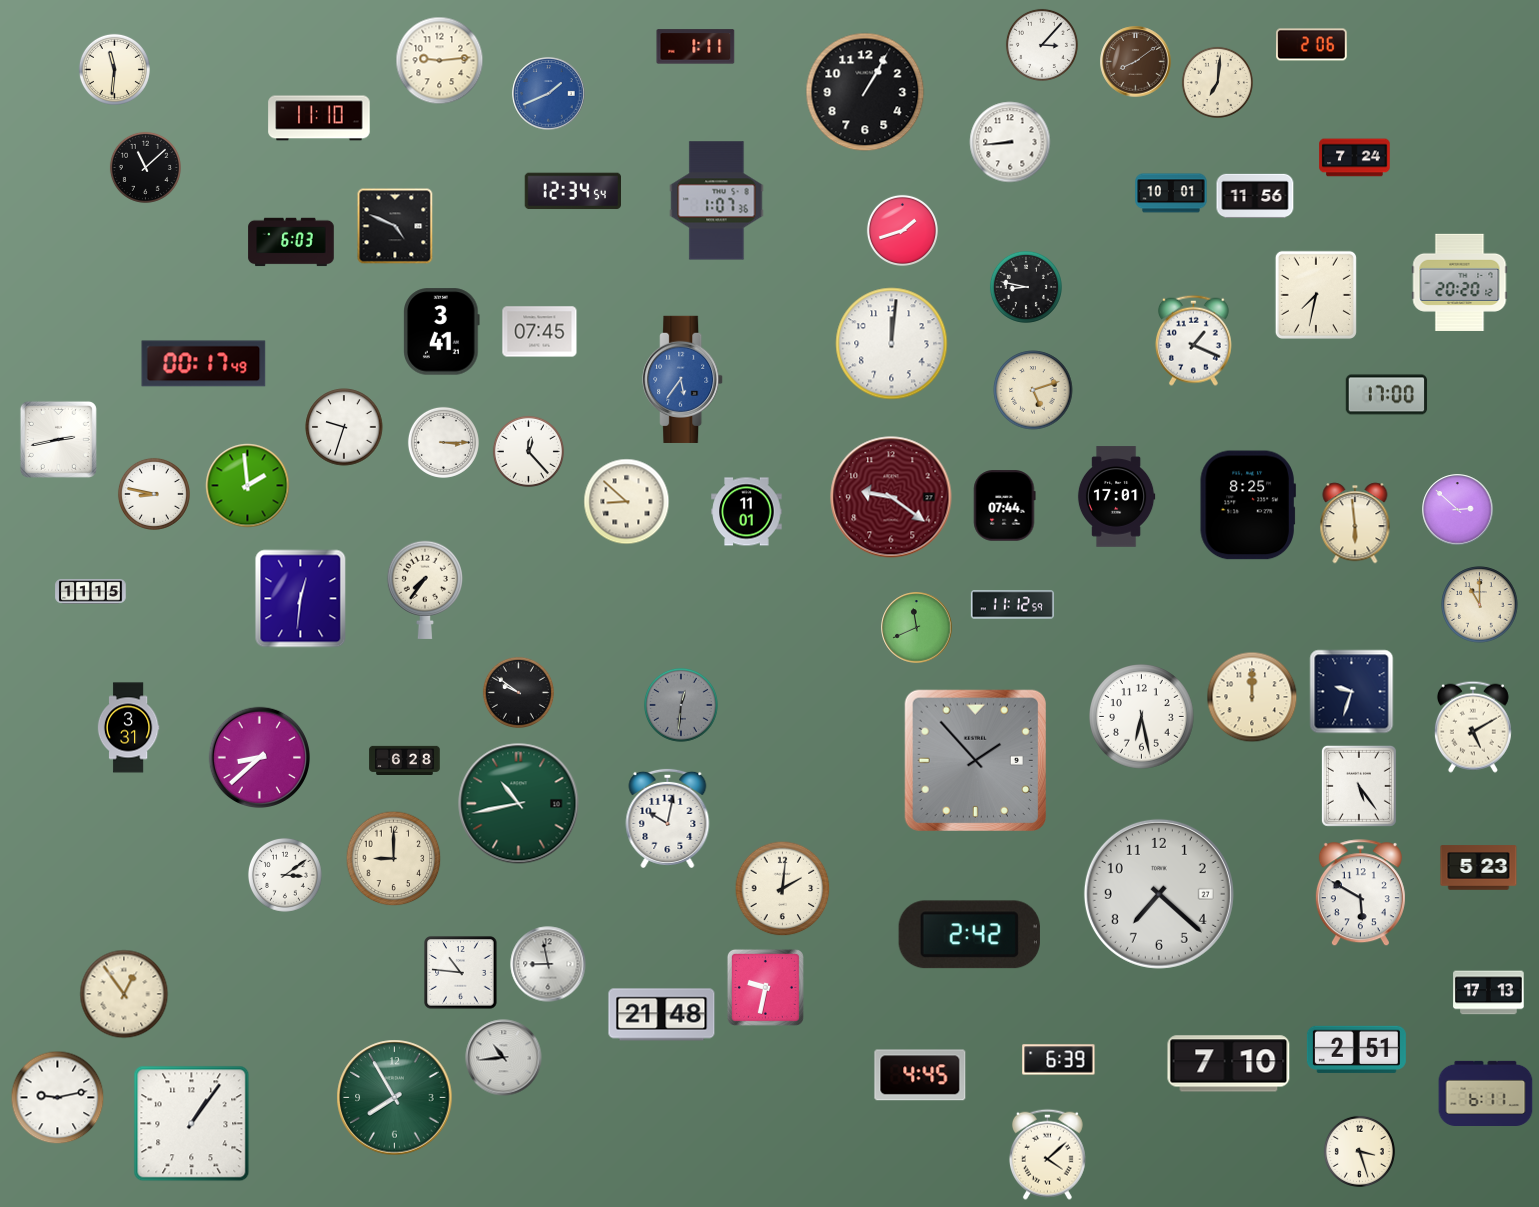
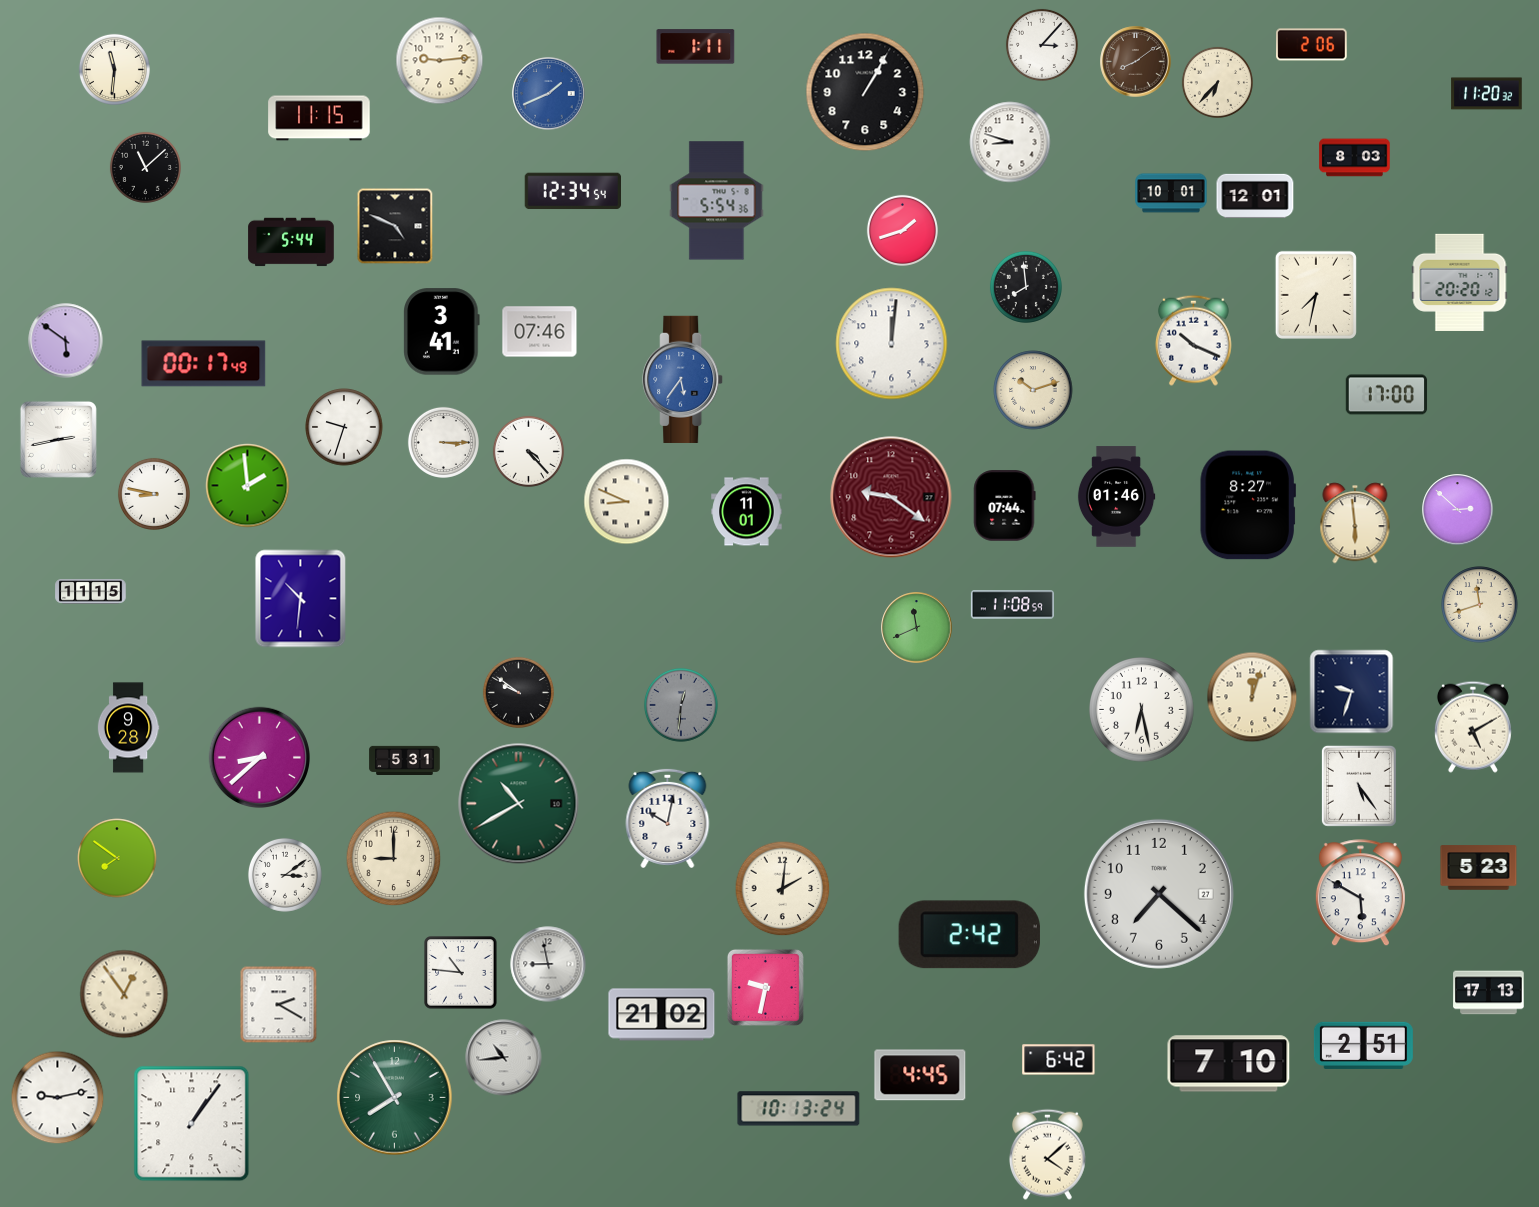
clock at (1217, 82): 7:01 -> 6:37
clock at (1487, 94): none -> 11:20
clock at (319, 118): 11:10 -> 11:15
clock at (1010, 142): 8:44 -> 8:48
clock at (1355, 158): 7:24 -> 8:03
clock at (1255, 196): 11:56 -> 12:01
clock at (717, 201): 1:07 -> 5:54
clock at (291, 242): 6:03 -> 5:44
clock at (1026, 287): 8:47 -> 7:59
clock at (540, 332): 07:45 -> 07:46
clock at (1193, 340): 1:19 -> 10:19
clock at (66, 341): none -> 5:51
clock at (1033, 390): 5:12 -> 10:12
clock at (528, 451): 12:23 -> 4:23
clock at (1116, 497): 17:01 -> 01:46
clock at (627, 502): 8:52 -> 8:49
clock at (1248, 505): 8:25 -> 8:27
clock at (425, 590): 7:36 -> none
clock at (301, 599): 12:31 -> 10:31
clock at (1012, 605): 11:12 -> 11:08
clock at (1480, 605): 11:00 -> 11:42
clock at (1252, 697): 12:00 -> 12:03
clock at (1142, 717) position: (1142, 717) -> (1142, 710)
clock at (128, 728): 3:31 -> 9:28
clock at (405, 760): 6:28 -> 5:31
clock at (975, 760): 1:53 -> none
clock at (519, 804): 10:43 -> 10:40
clock at (117, 858): none -> 7:51
clock at (279, 1005): none -> 2:20
clock at (662, 1015): 21:48 -> 21:02
clock at (1356, 1049) position: (1356, 1049) -> (1363, 1045)
clock at (1059, 1060): 6:39 -> 6:42
clock at (1486, 1093): 6:11 -> none
clock at (799, 1109): none -> 10:13
clock at (1359, 1151): 3:27 -> none
